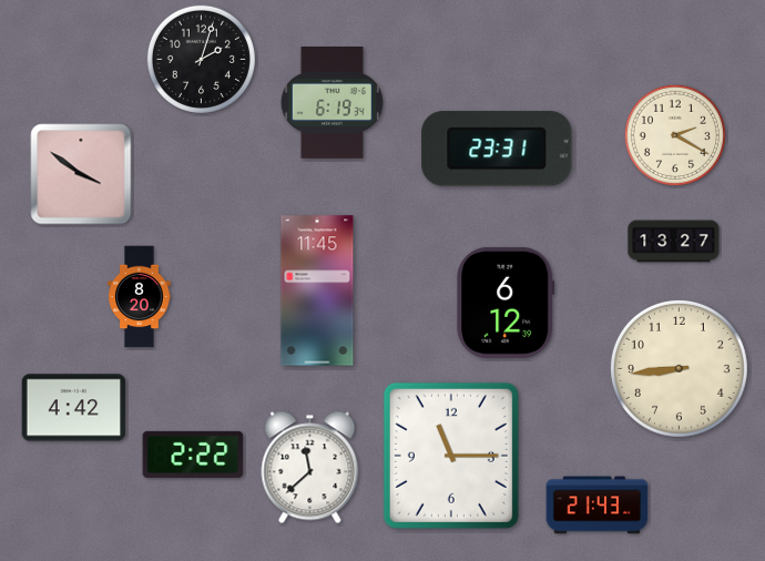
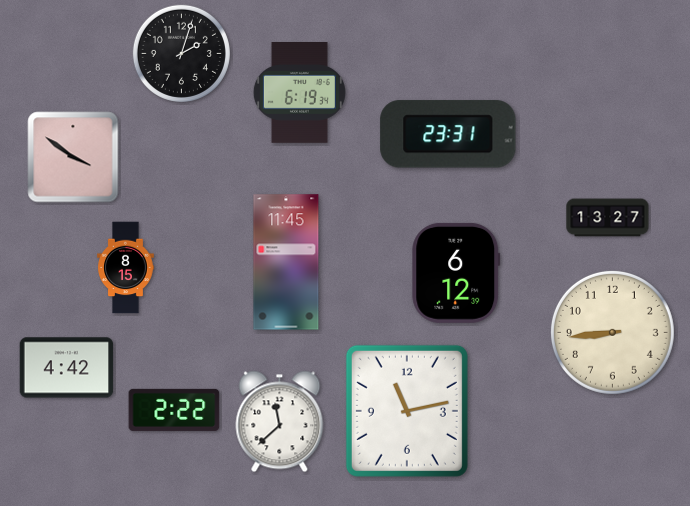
clock at (675, 135): 2:20 -> none
clock at (140, 297): 8:20 -> 8:15
clock at (451, 456): 11:15 -> 11:13
clock at (598, 506): 21:43 -> none
